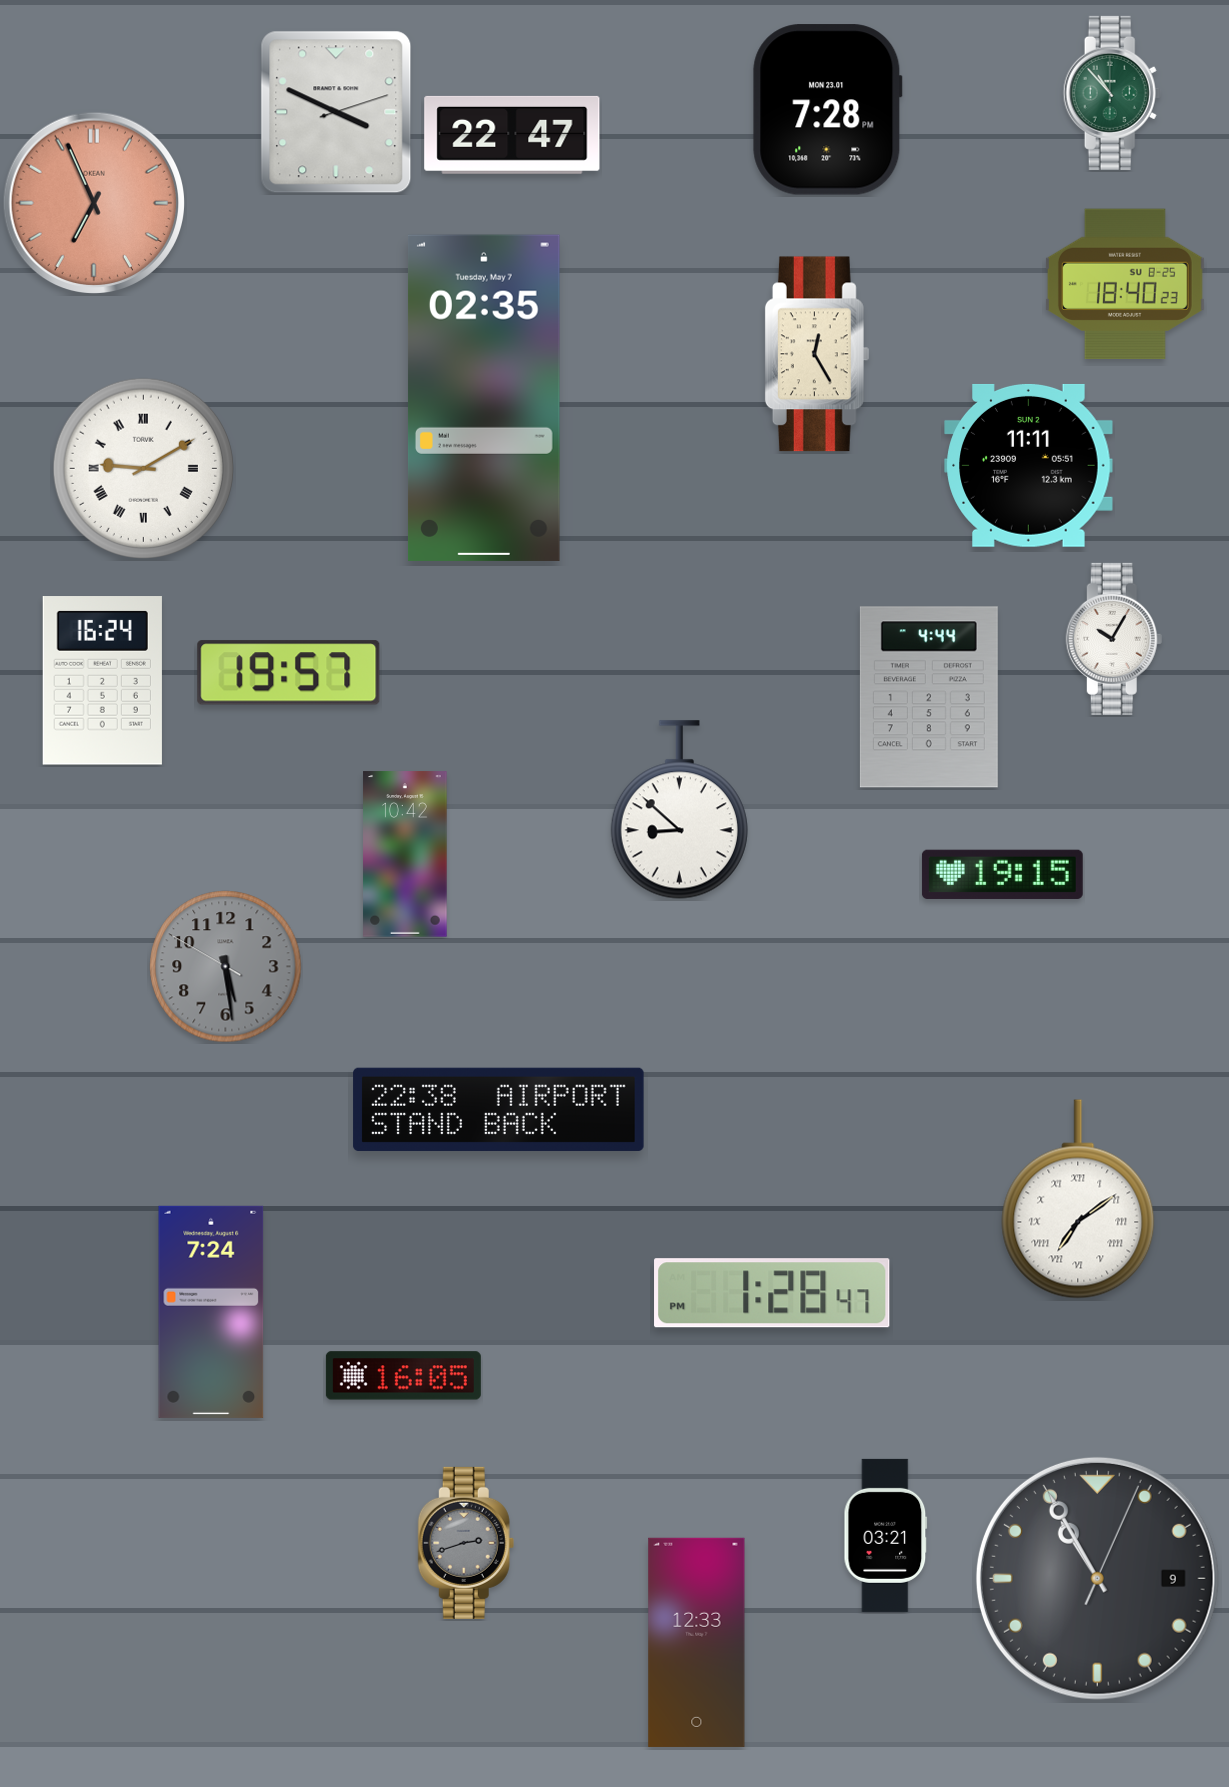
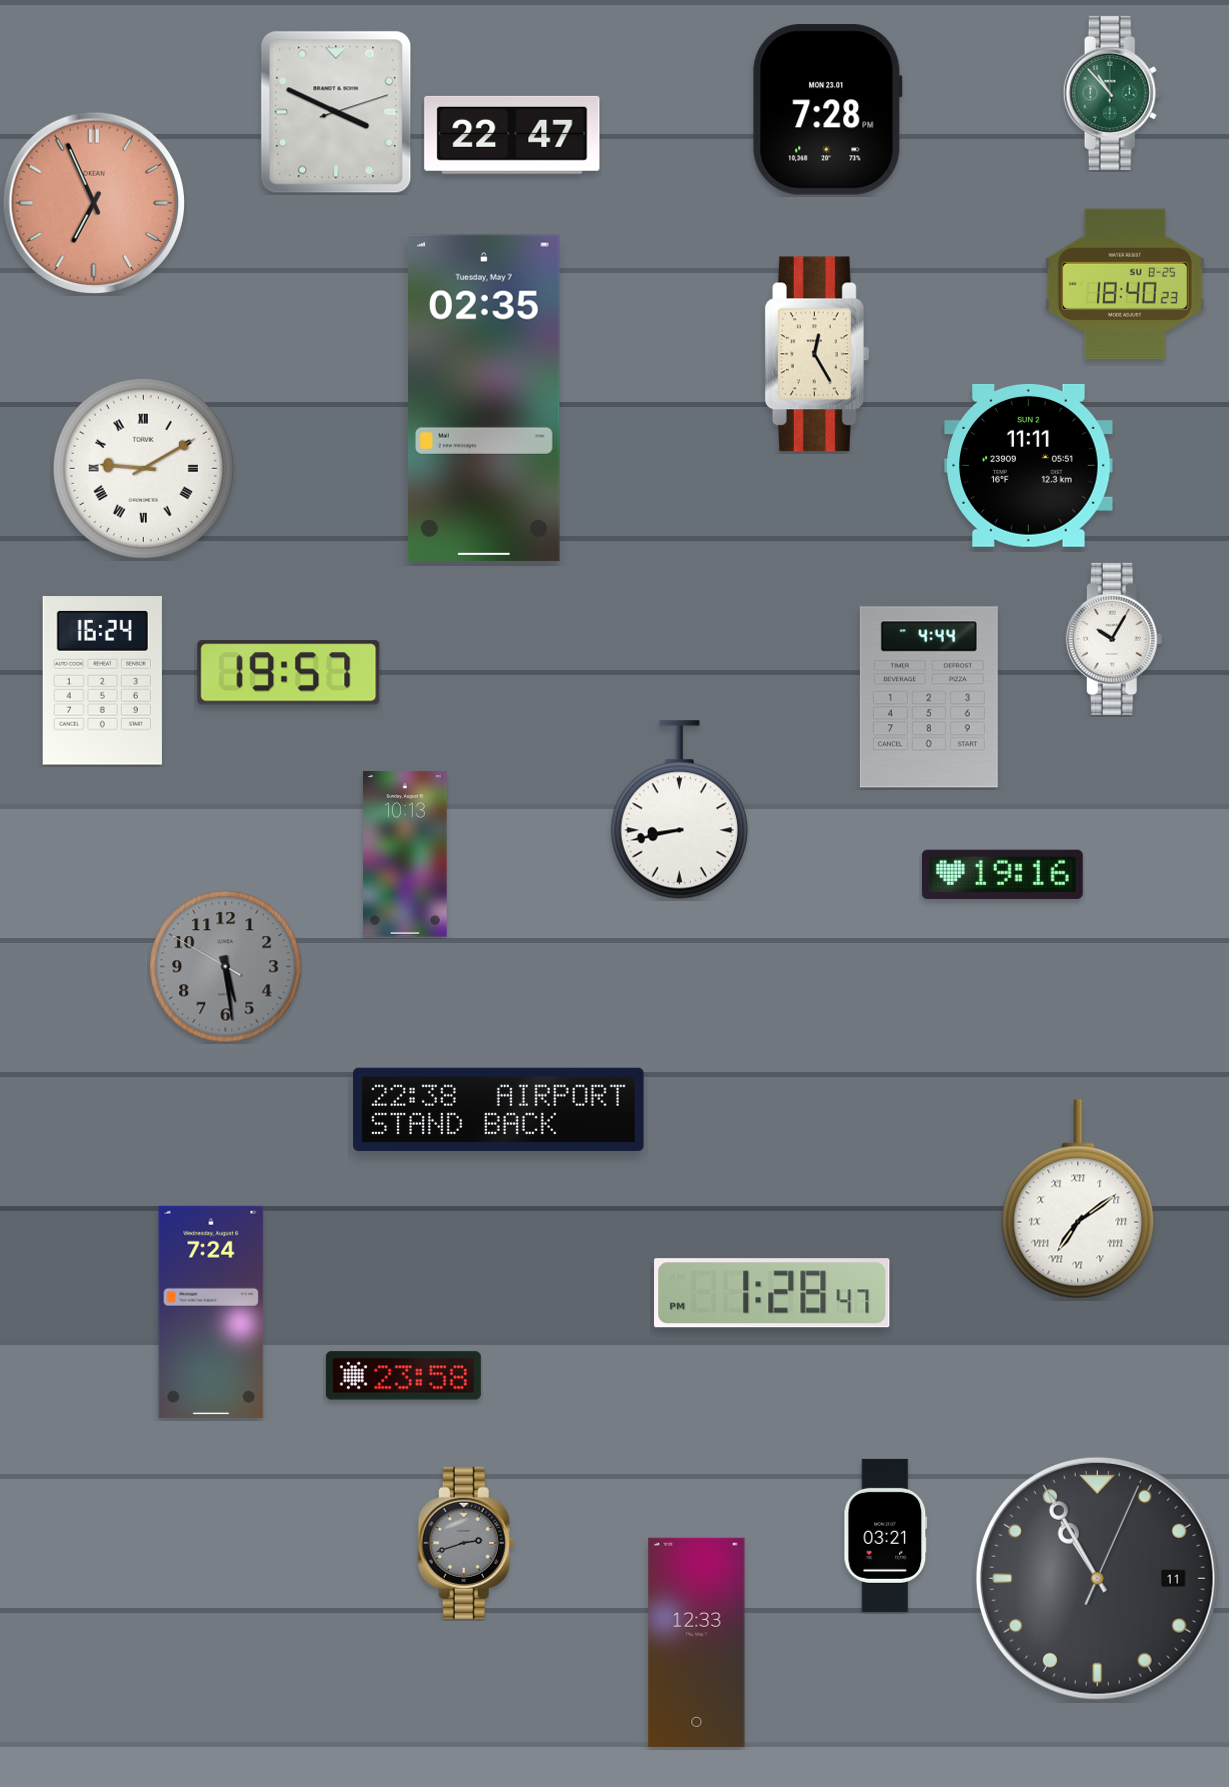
clock at (679, 810): 8:52 -> 8:43
clock at (405, 854): 10:42 -> 10:13
clock at (1002, 874): 19:15 -> 19:16
clock at (403, 1376): 16:05 -> 23:58
clock at (1097, 1578) date: 9 -> 11
